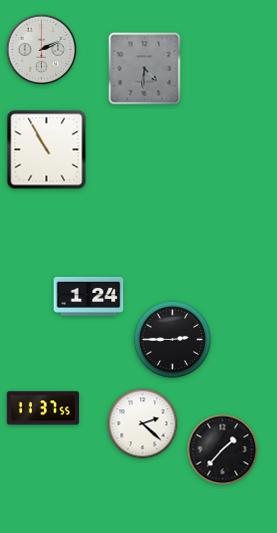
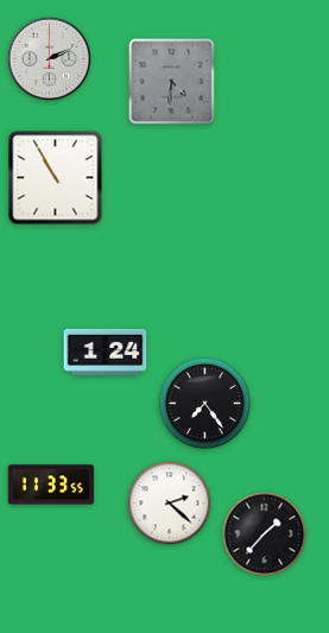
clock at (173, 340): 2:45 -> 7:24
clock at (43, 408): 11:37 -> 11:33
